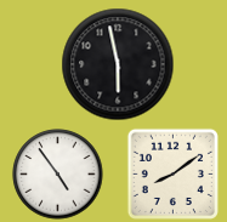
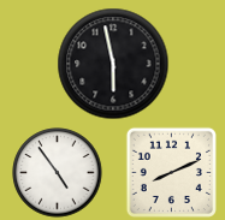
clock at (118, 64) position: (118, 64) -> (113, 64)
clock at (172, 173): 8:09 -> 8:11
